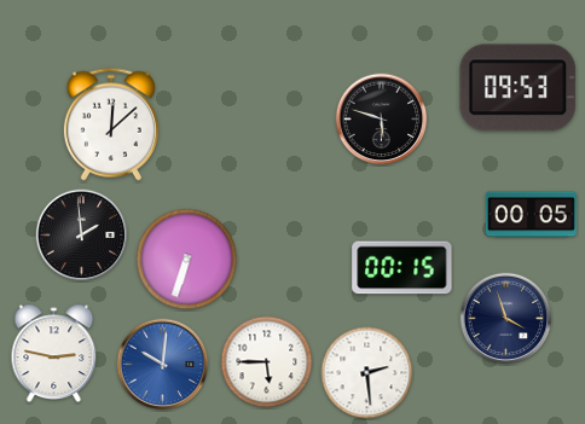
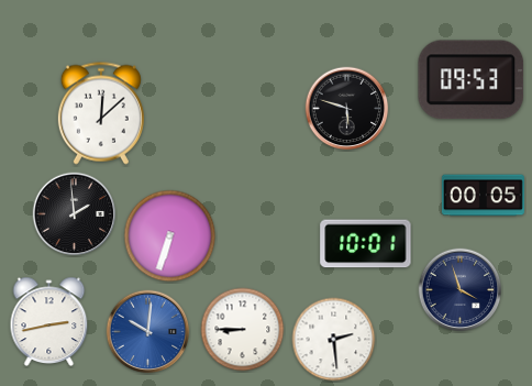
clock at (402, 268): 00:15 -> 10:01
clock at (54, 353): 2:47 -> 2:43
clock at (267, 362): 5:45 -> 8:45
